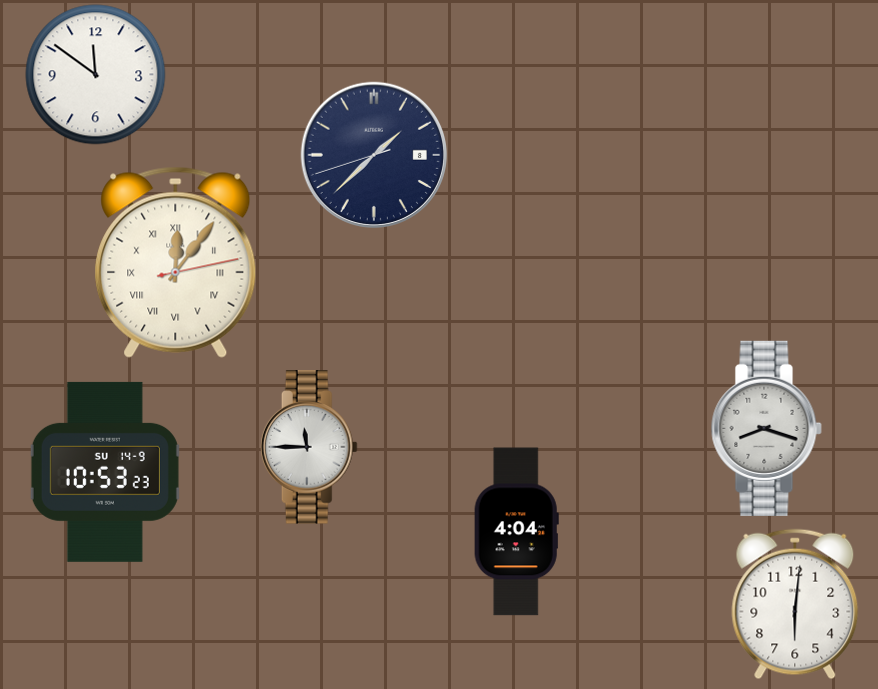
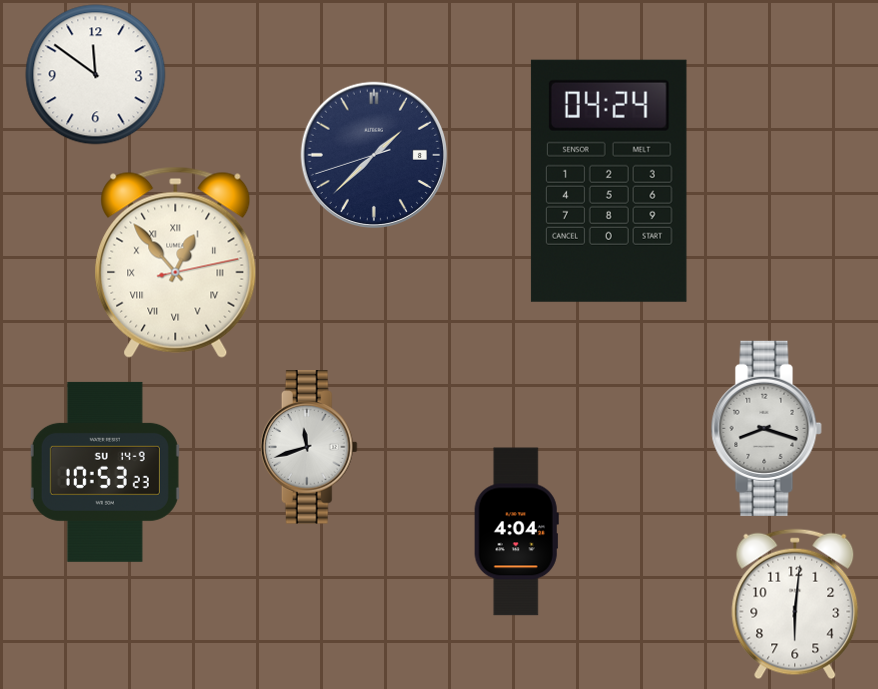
clock at (609, 181): none -> 04:24
clock at (176, 262): 12:06 -> 12:53
clock at (309, 447): 11:45 -> 11:42
